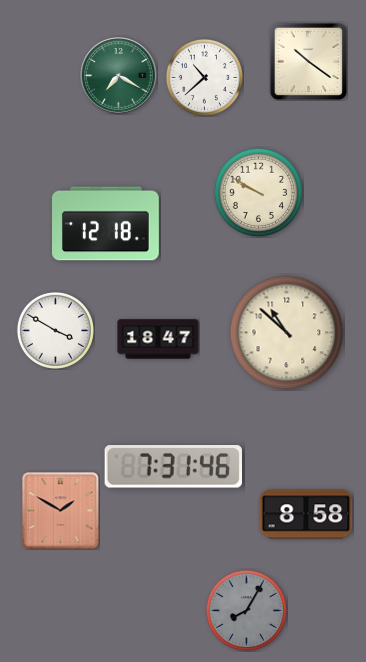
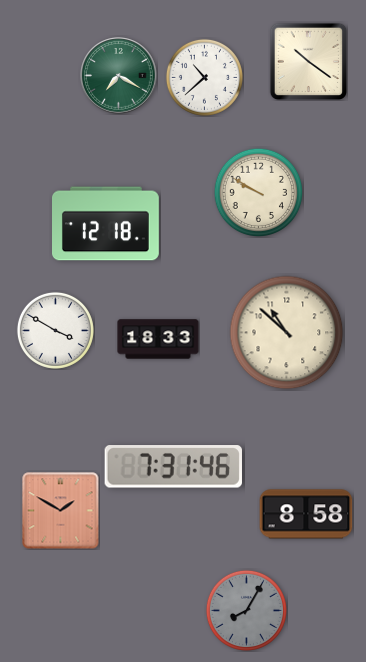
clock at (158, 339): 18:47 -> 18:33
